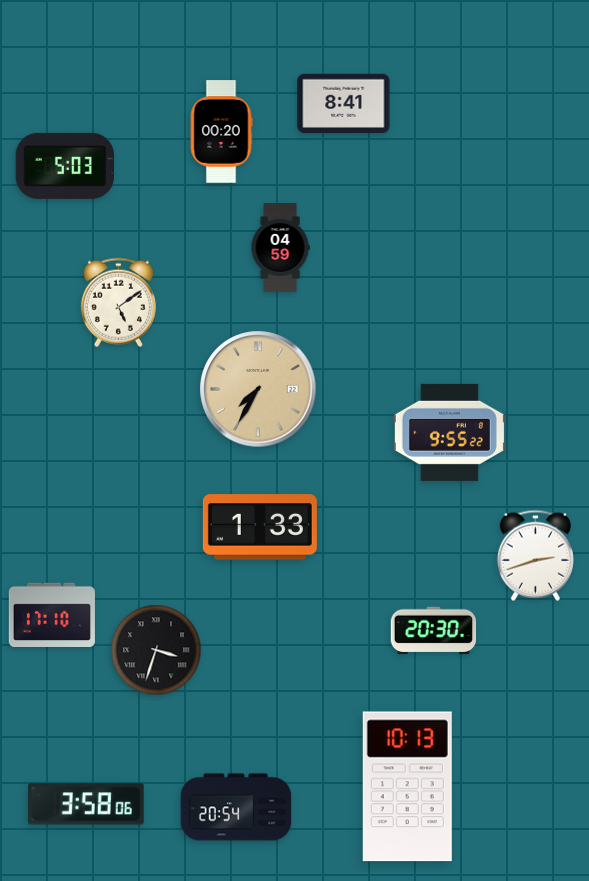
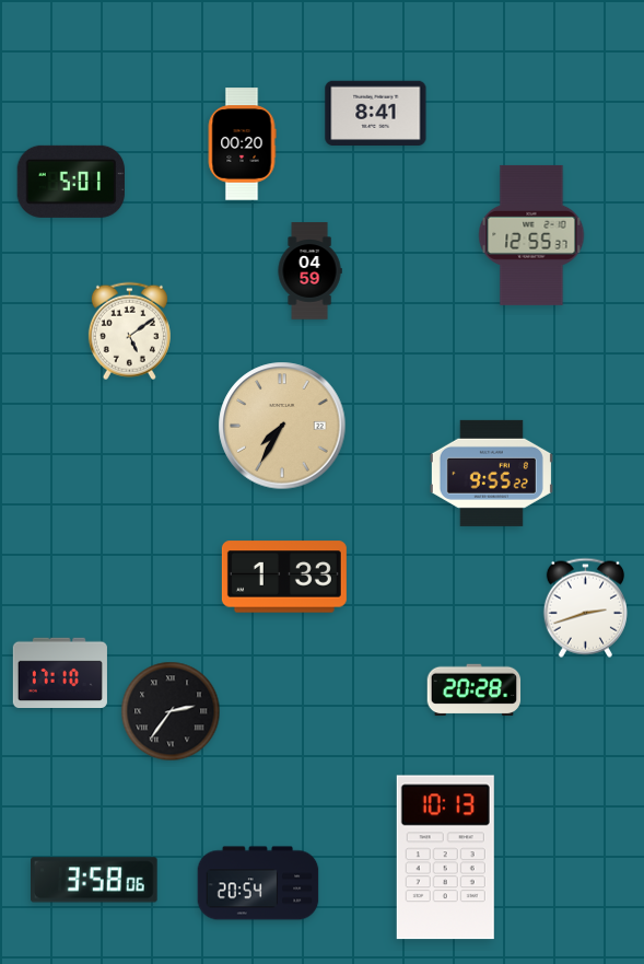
clock at (65, 166): 5:03 -> 5:01
clock at (531, 235): none -> 12:55
clock at (280, 248) position: (280, 248) -> (309, 271)
clock at (52, 614) position: (52, 614) -> (60, 672)
clock at (434, 631): 20:30 -> 20:28
clock at (156, 650): 3:33 -> 2:36
clock at (407, 787) position: (407, 787) -> (445, 858)
